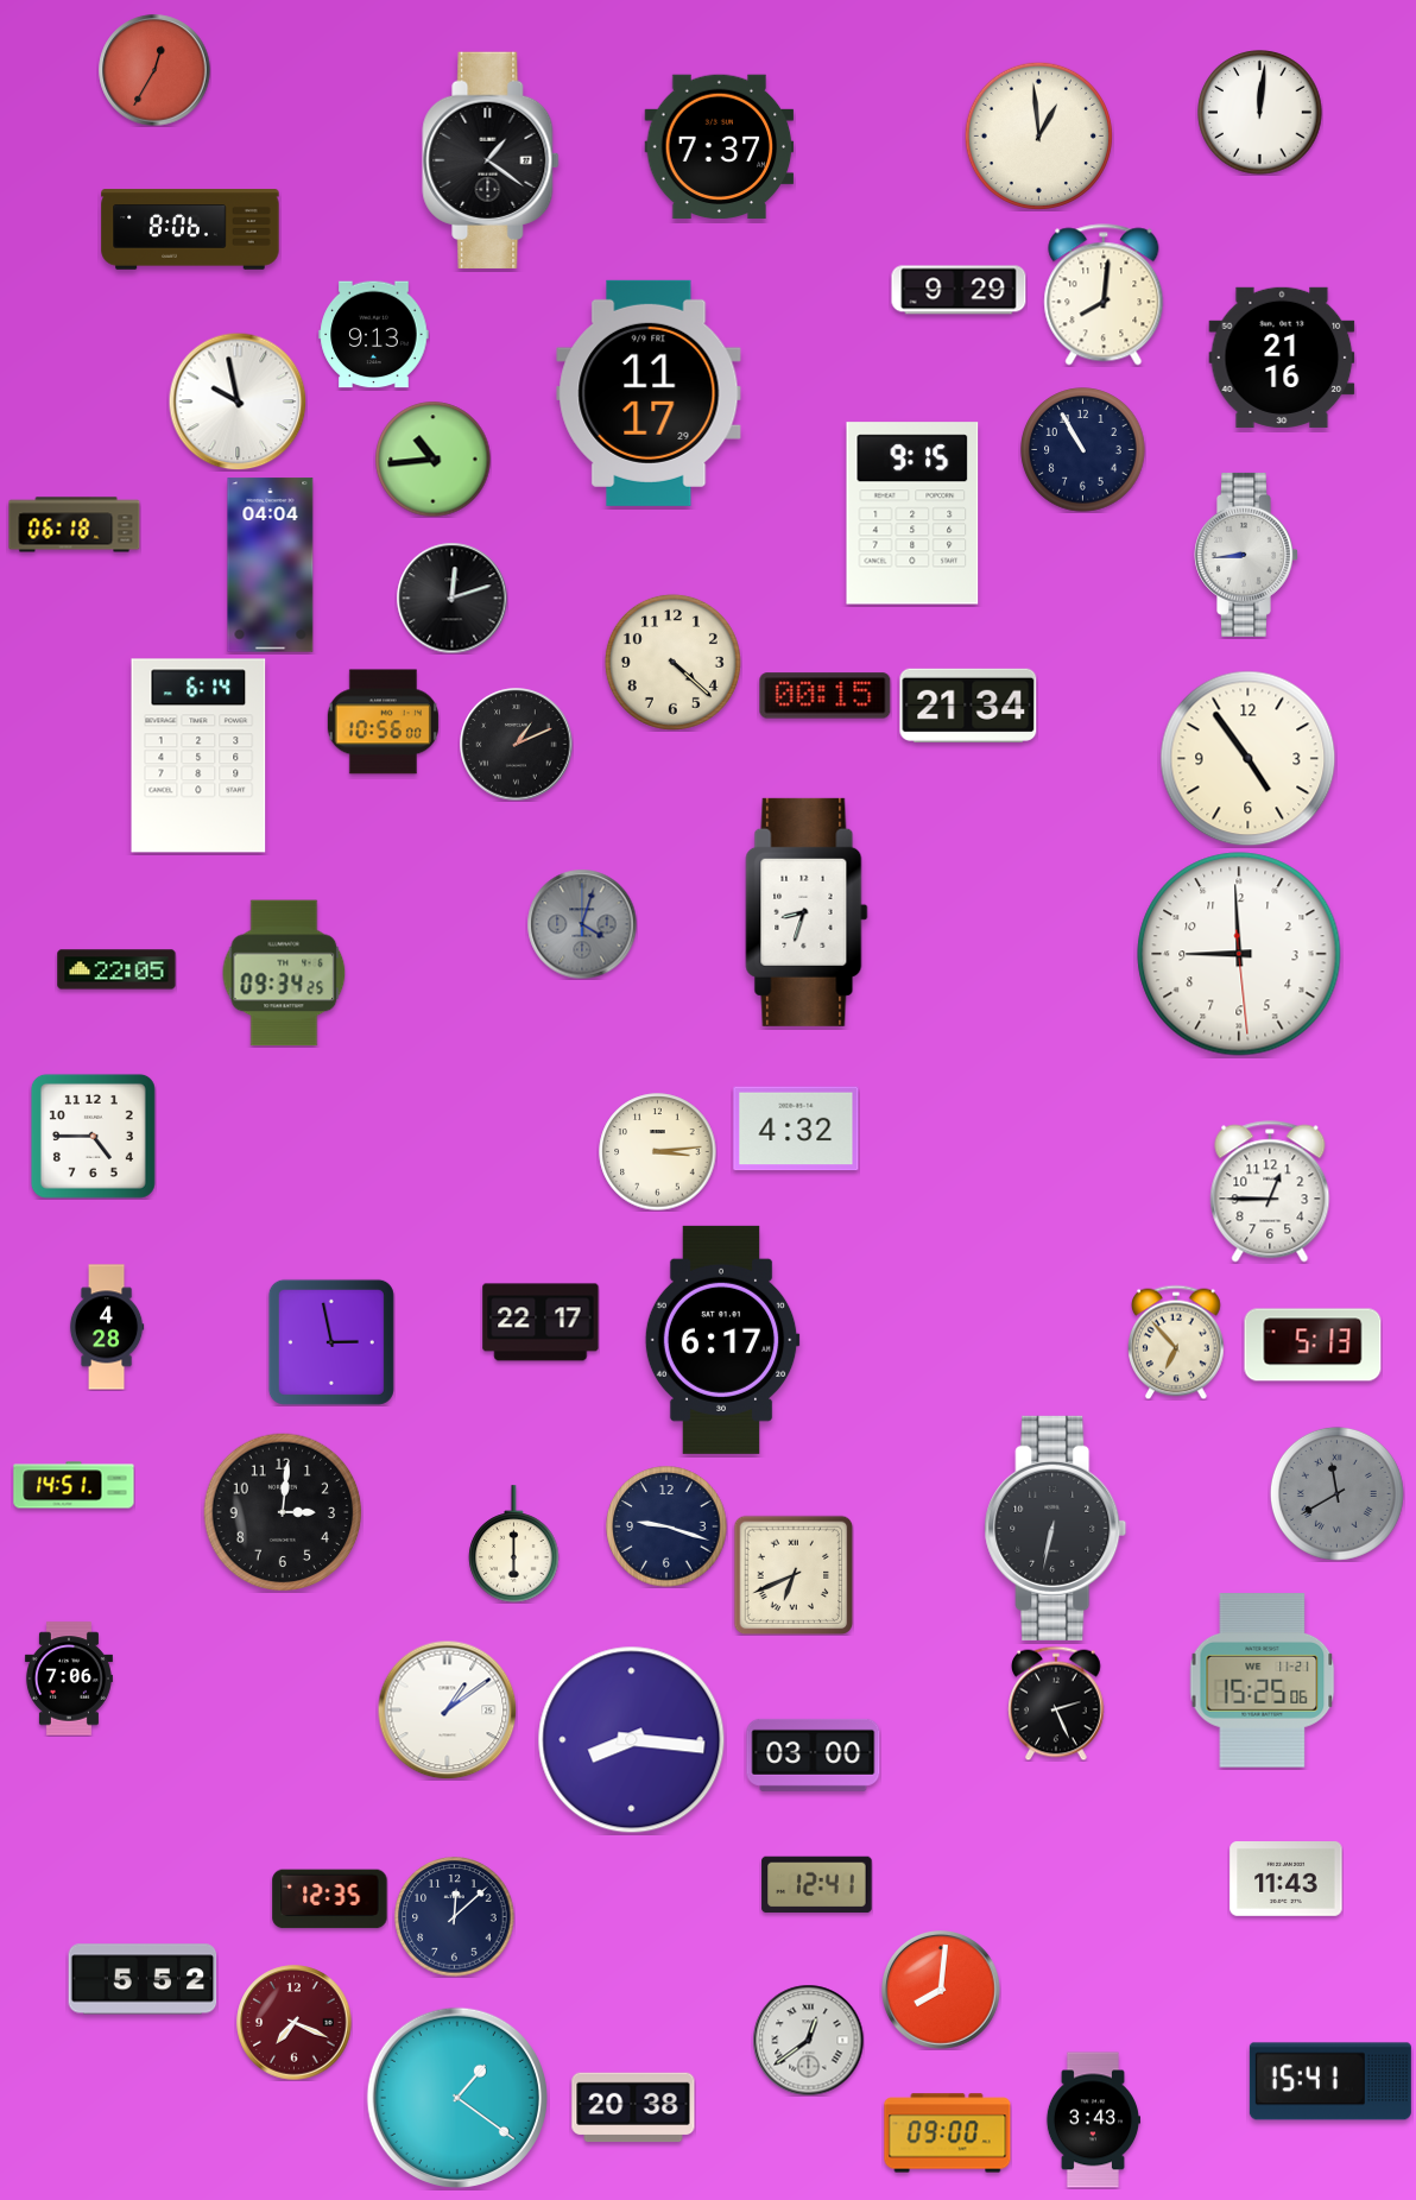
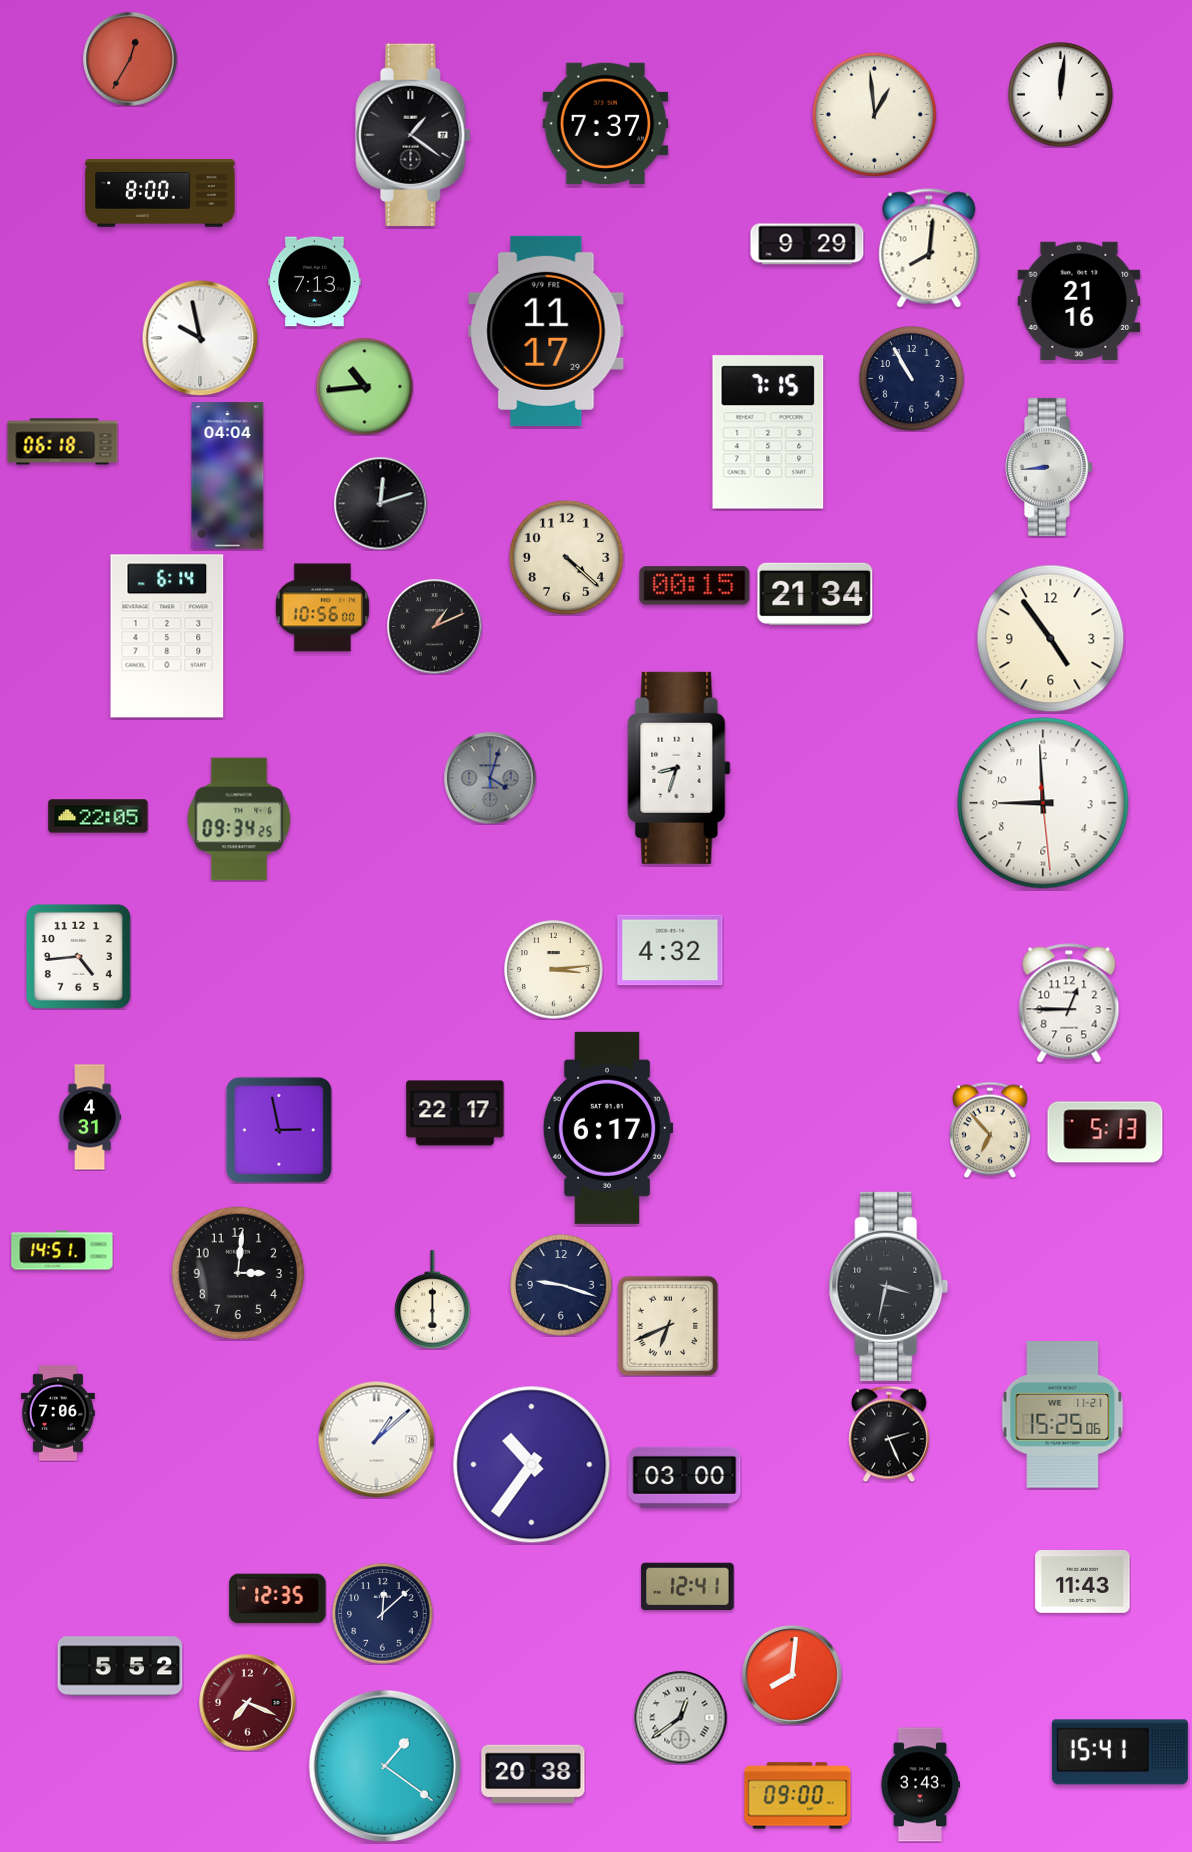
clock at (190, 229): 8:06 -> 8:00
clock at (374, 335): 9:13 -> 7:13
clock at (912, 513): 9:15 -> 7:15
clock at (93, 1136): 4:45 -> 4:44
clock at (107, 1327): 4:28 -> 4:31
clock at (1336, 1493): 11:40 -> none
clock at (1056, 1528): 6:32 -> 3:32
clock at (447, 1709): 1:09 -> 1:08
clock at (632, 1740): 8:16 -> 10:36
